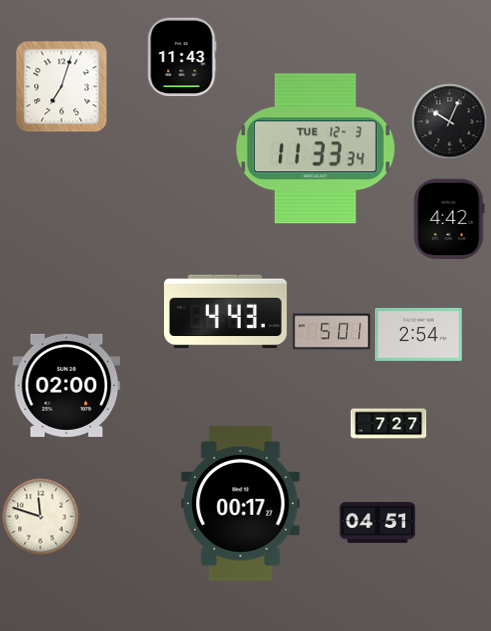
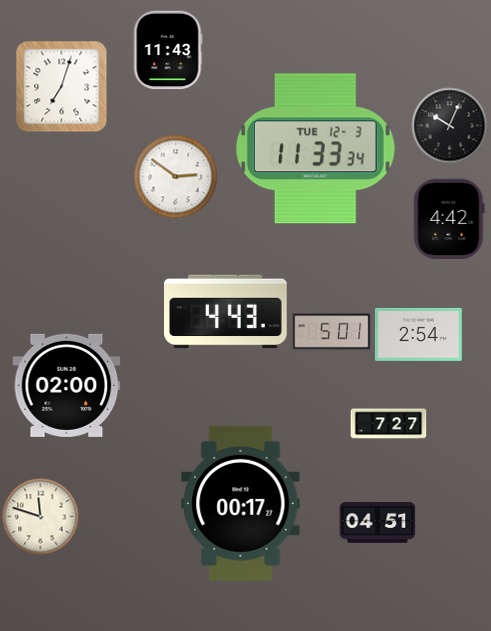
clock at (182, 57) position: (182, 57) -> (168, 50)
clock at (450, 122) position: (450, 122) -> (450, 126)
clock at (176, 177): none -> 2:51
